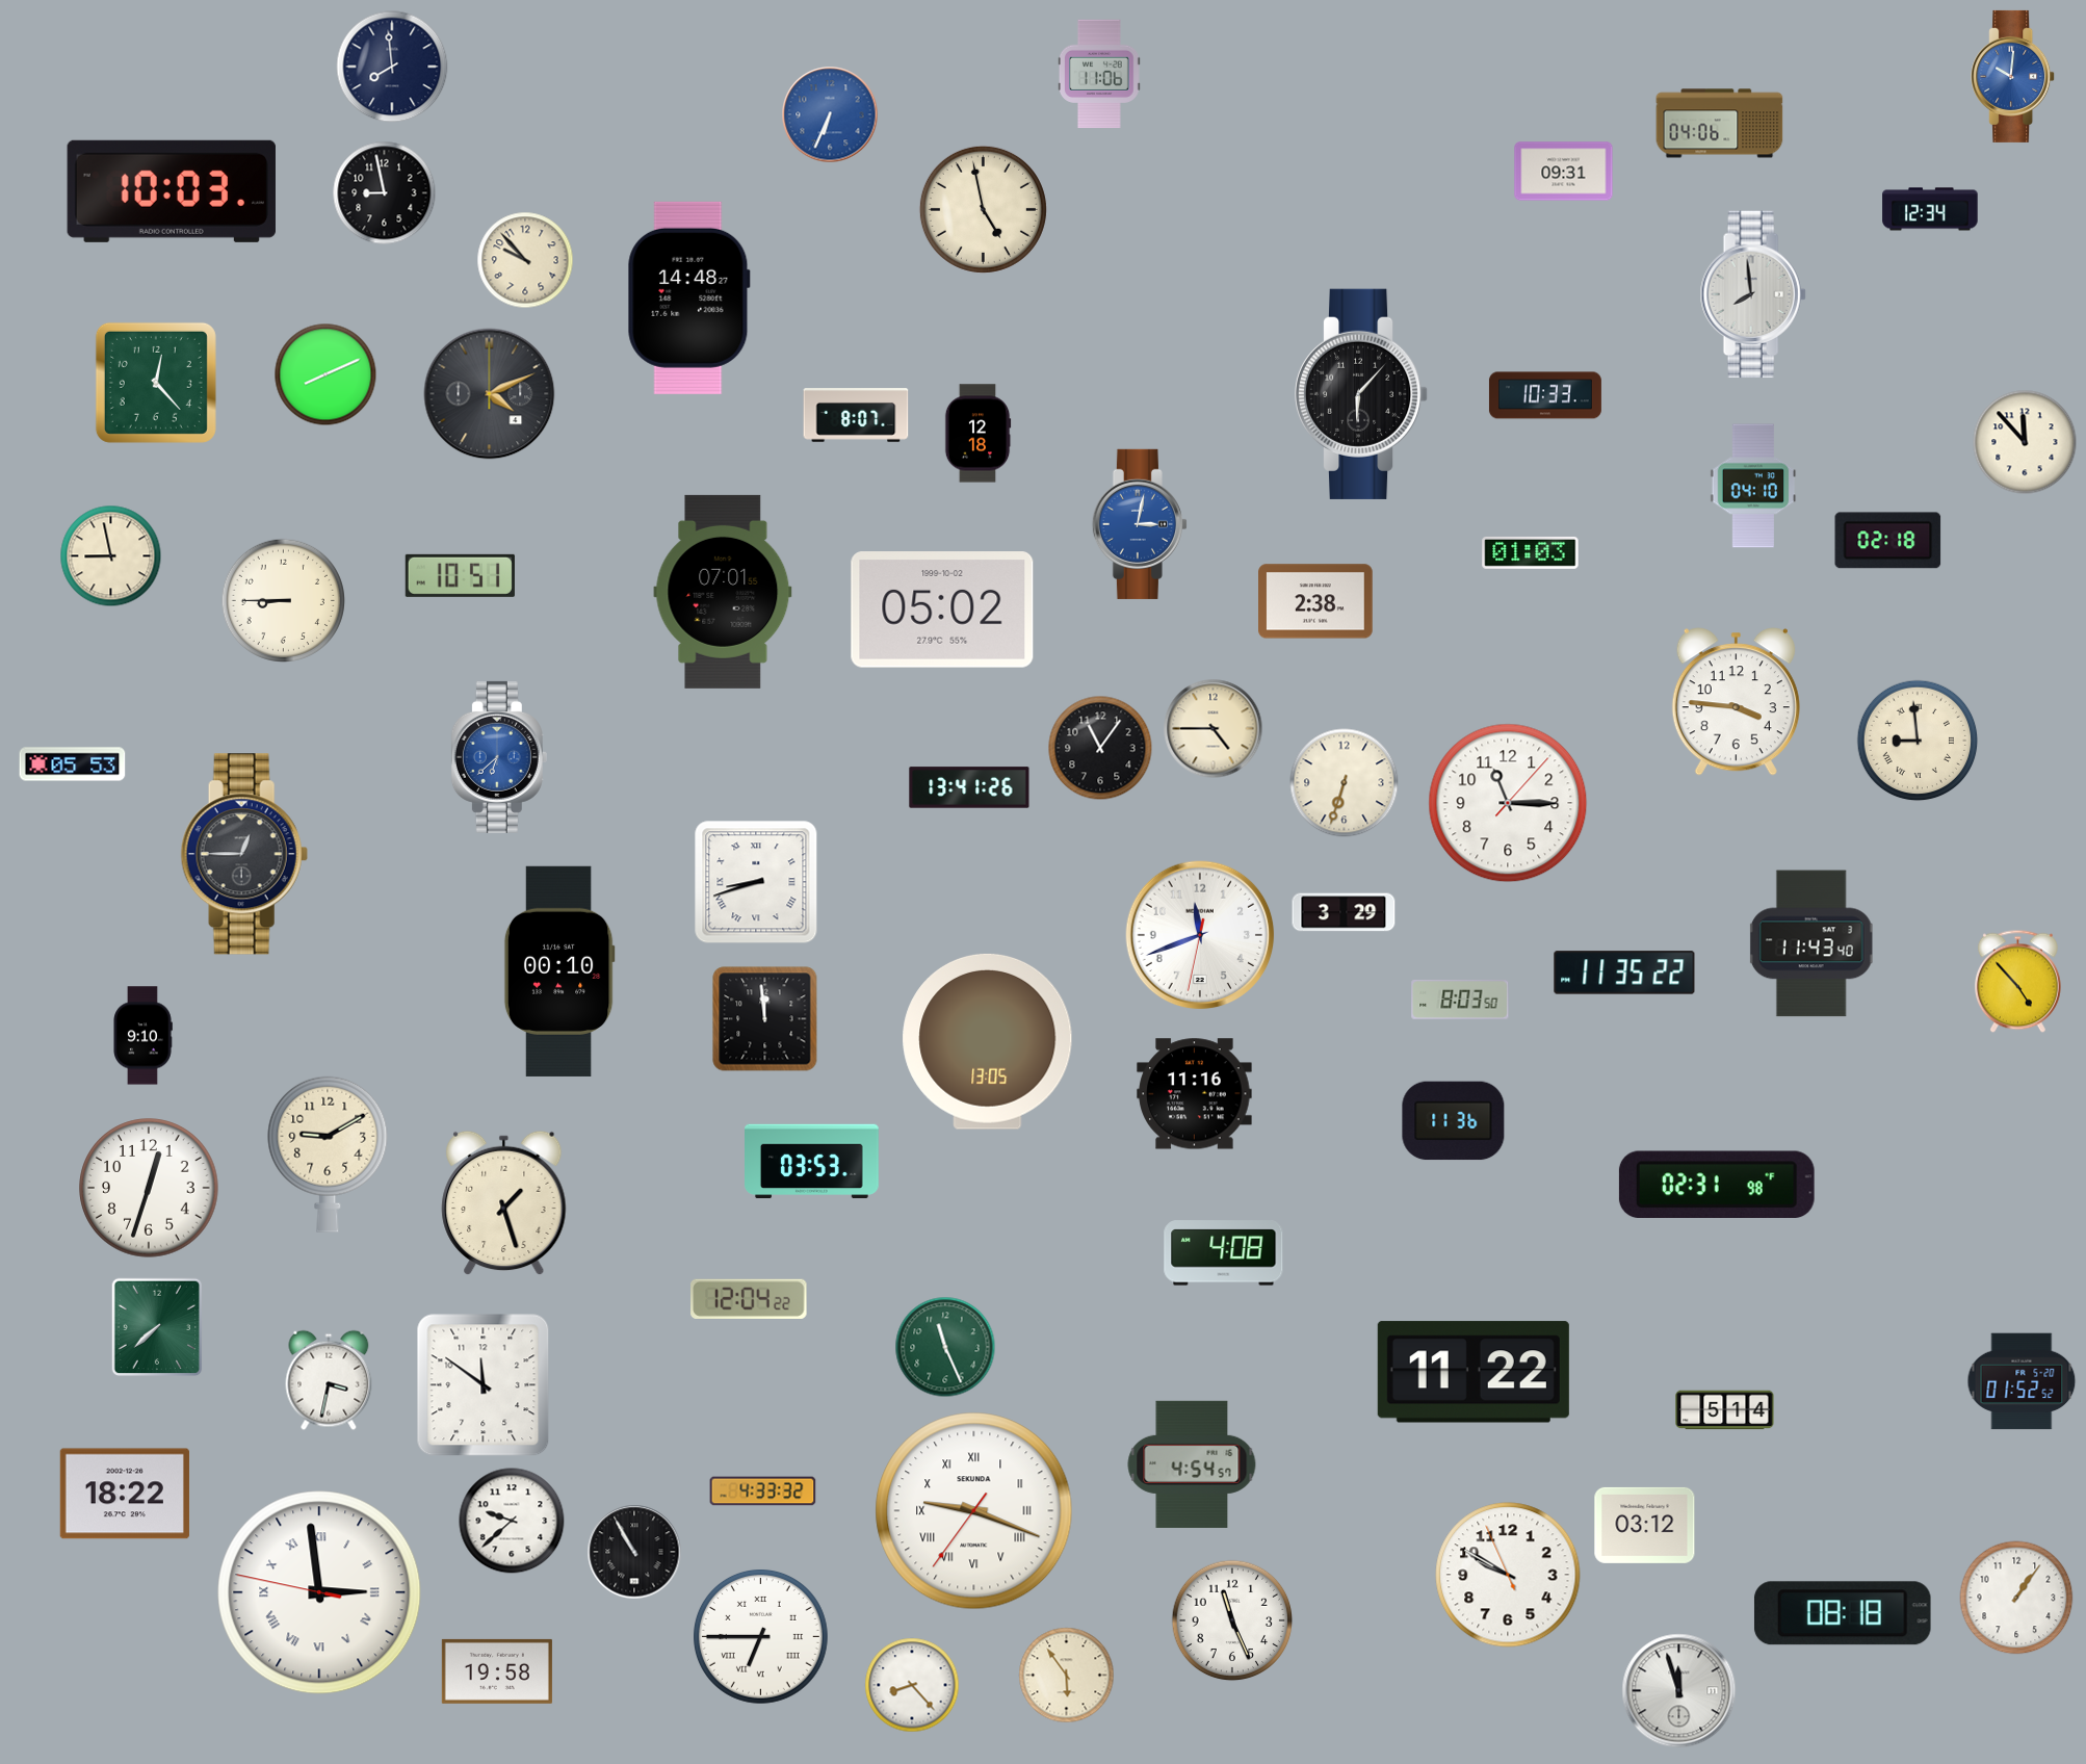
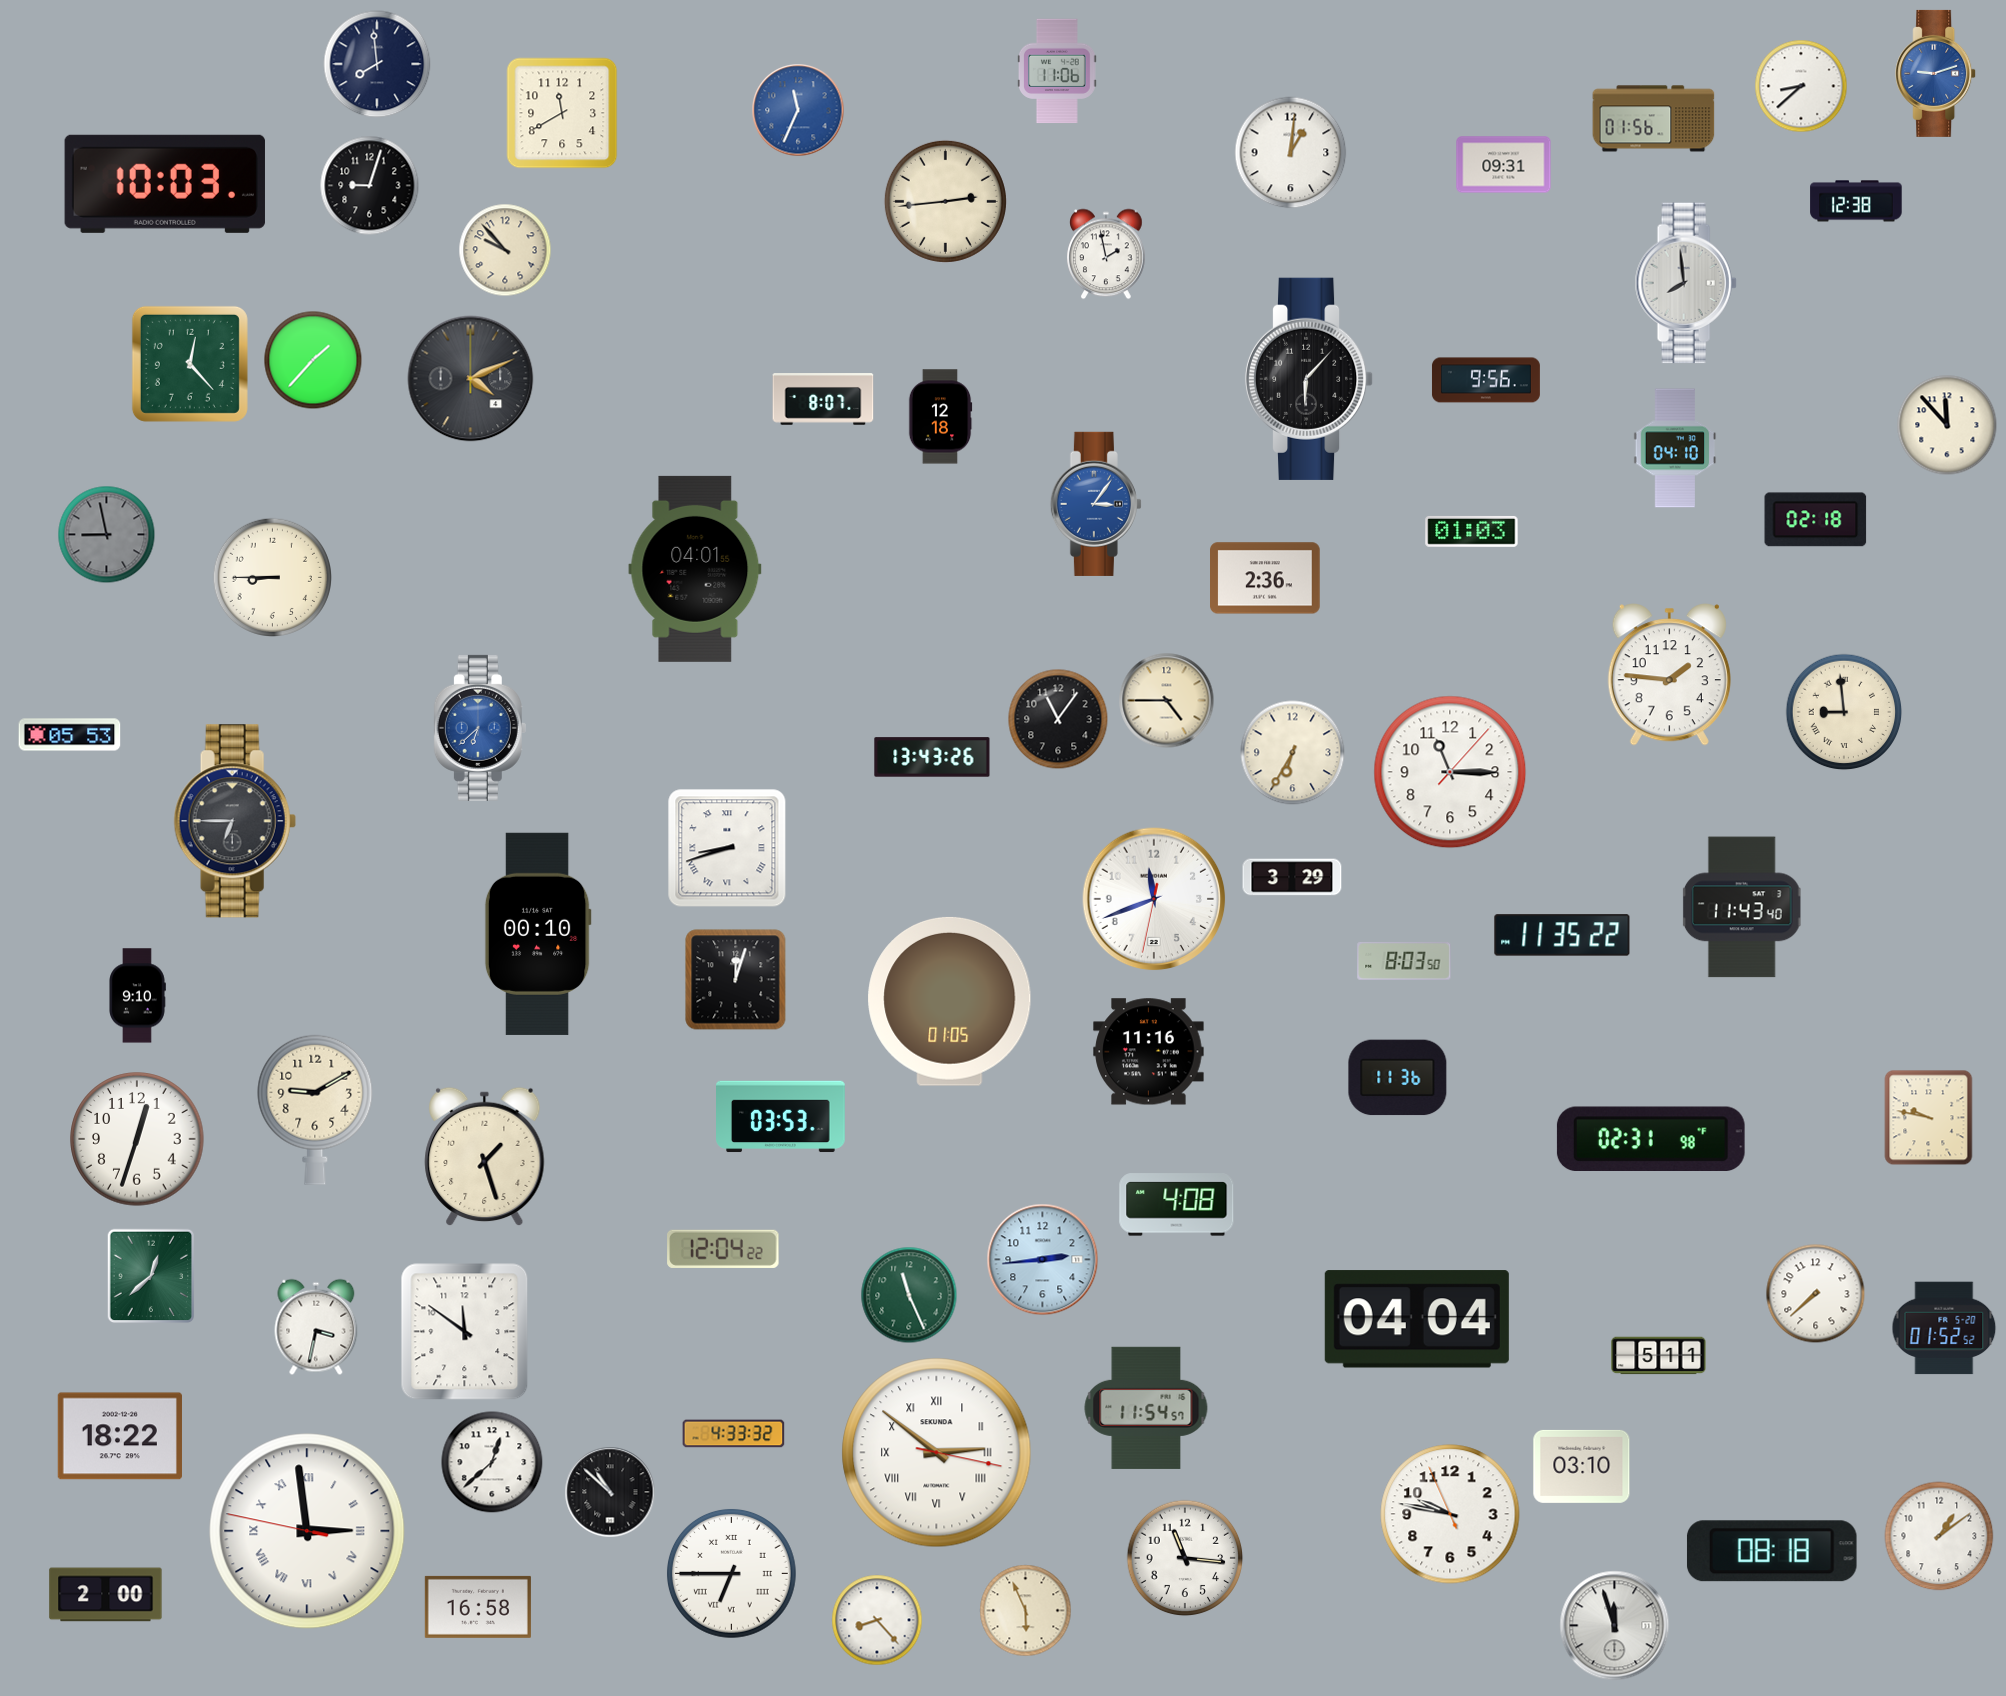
clock at (2013, 76): 10:01 -> 9:12
clock at (1801, 86): none -> 8:38
clock at (830, 114): 6:34 -> 11:34
clock at (562, 113): none -> 11:40
clock at (1720, 124): 04:06 -> 01:56
clock at (1291, 153): none -> 1:01
clock at (385, 193): 8:58 -> 9:03
clock at (983, 209): 4:58 -> 2:44
clock at (1930, 209): 12:34 -> 12:38
clock at (1106, 254): none -> 1:58
clock at (688, 297): 14:48 -> none
clock at (325, 374): 8:11 -> 1:37
clock at (156, 383) position: (156, 383) -> (190, 364)
clock at (1545, 395): 10:33 -> 9:56
clock at (1753, 486) position: (1753, 486) -> (1675, 448)
clock at (1140, 524): 3:02 -> 3:06
clock at (111, 556) dial: cream -> grey
clock at (460, 575): 10:51 -> none
clock at (723, 592): 07:01 -> 04:01
clock at (1315, 601): 2:38 -> 2:36
clock at (942, 609): 05:02 -> none
clock at (1736, 702): 3:46 -> 1:46
clock at (1345, 783): 6:33 -> 6:35
clock at (969, 787): 13:41 -> 13:43
clock at (244, 854): 12:45 -> 6:45
clock at (2017, 982): 4:53 -> none
clock at (765, 1019): 11:59 -> 12:03
clock at (988, 1041): 13:05 -> 01:05
clock at (1929, 1118): none -> 9:47
clock at (149, 1188) position: (149, 1188) -> (137, 1139)
clock at (749, 1299) position: (749, 1299) -> (723, 1249)
clock at (1043, 1260): none -> 2:44
clock at (157, 1327): 7:38 -> 12:38
clock at (1816, 1294): none -> 7:38
clock at (1474, 1372): 11:22 -> 04:04
clock at (1725, 1410): 5:14 -> 5:11
clock at (1192, 1464): 4:54 -> 11:54
clock at (974, 1511): 9:18 -> 2:51
clock at (512, 1521): 9:38 -> 12:38
clock at (1645, 1525): 03:12 -> 03:10
clock at (634, 1552): 10:55 -> 10:52
clock at (1508, 1575): 9:49 -> 9:46
clock at (2016, 1598): 1:06 -> 1:09
clock at (1232, 1620): 11:26 -> 11:16
clock at (106, 1595): none -> 2:00
clock at (497, 1671): 19:58 -> 16:58
clock at (1067, 1676): 5:54 -> 5:56
